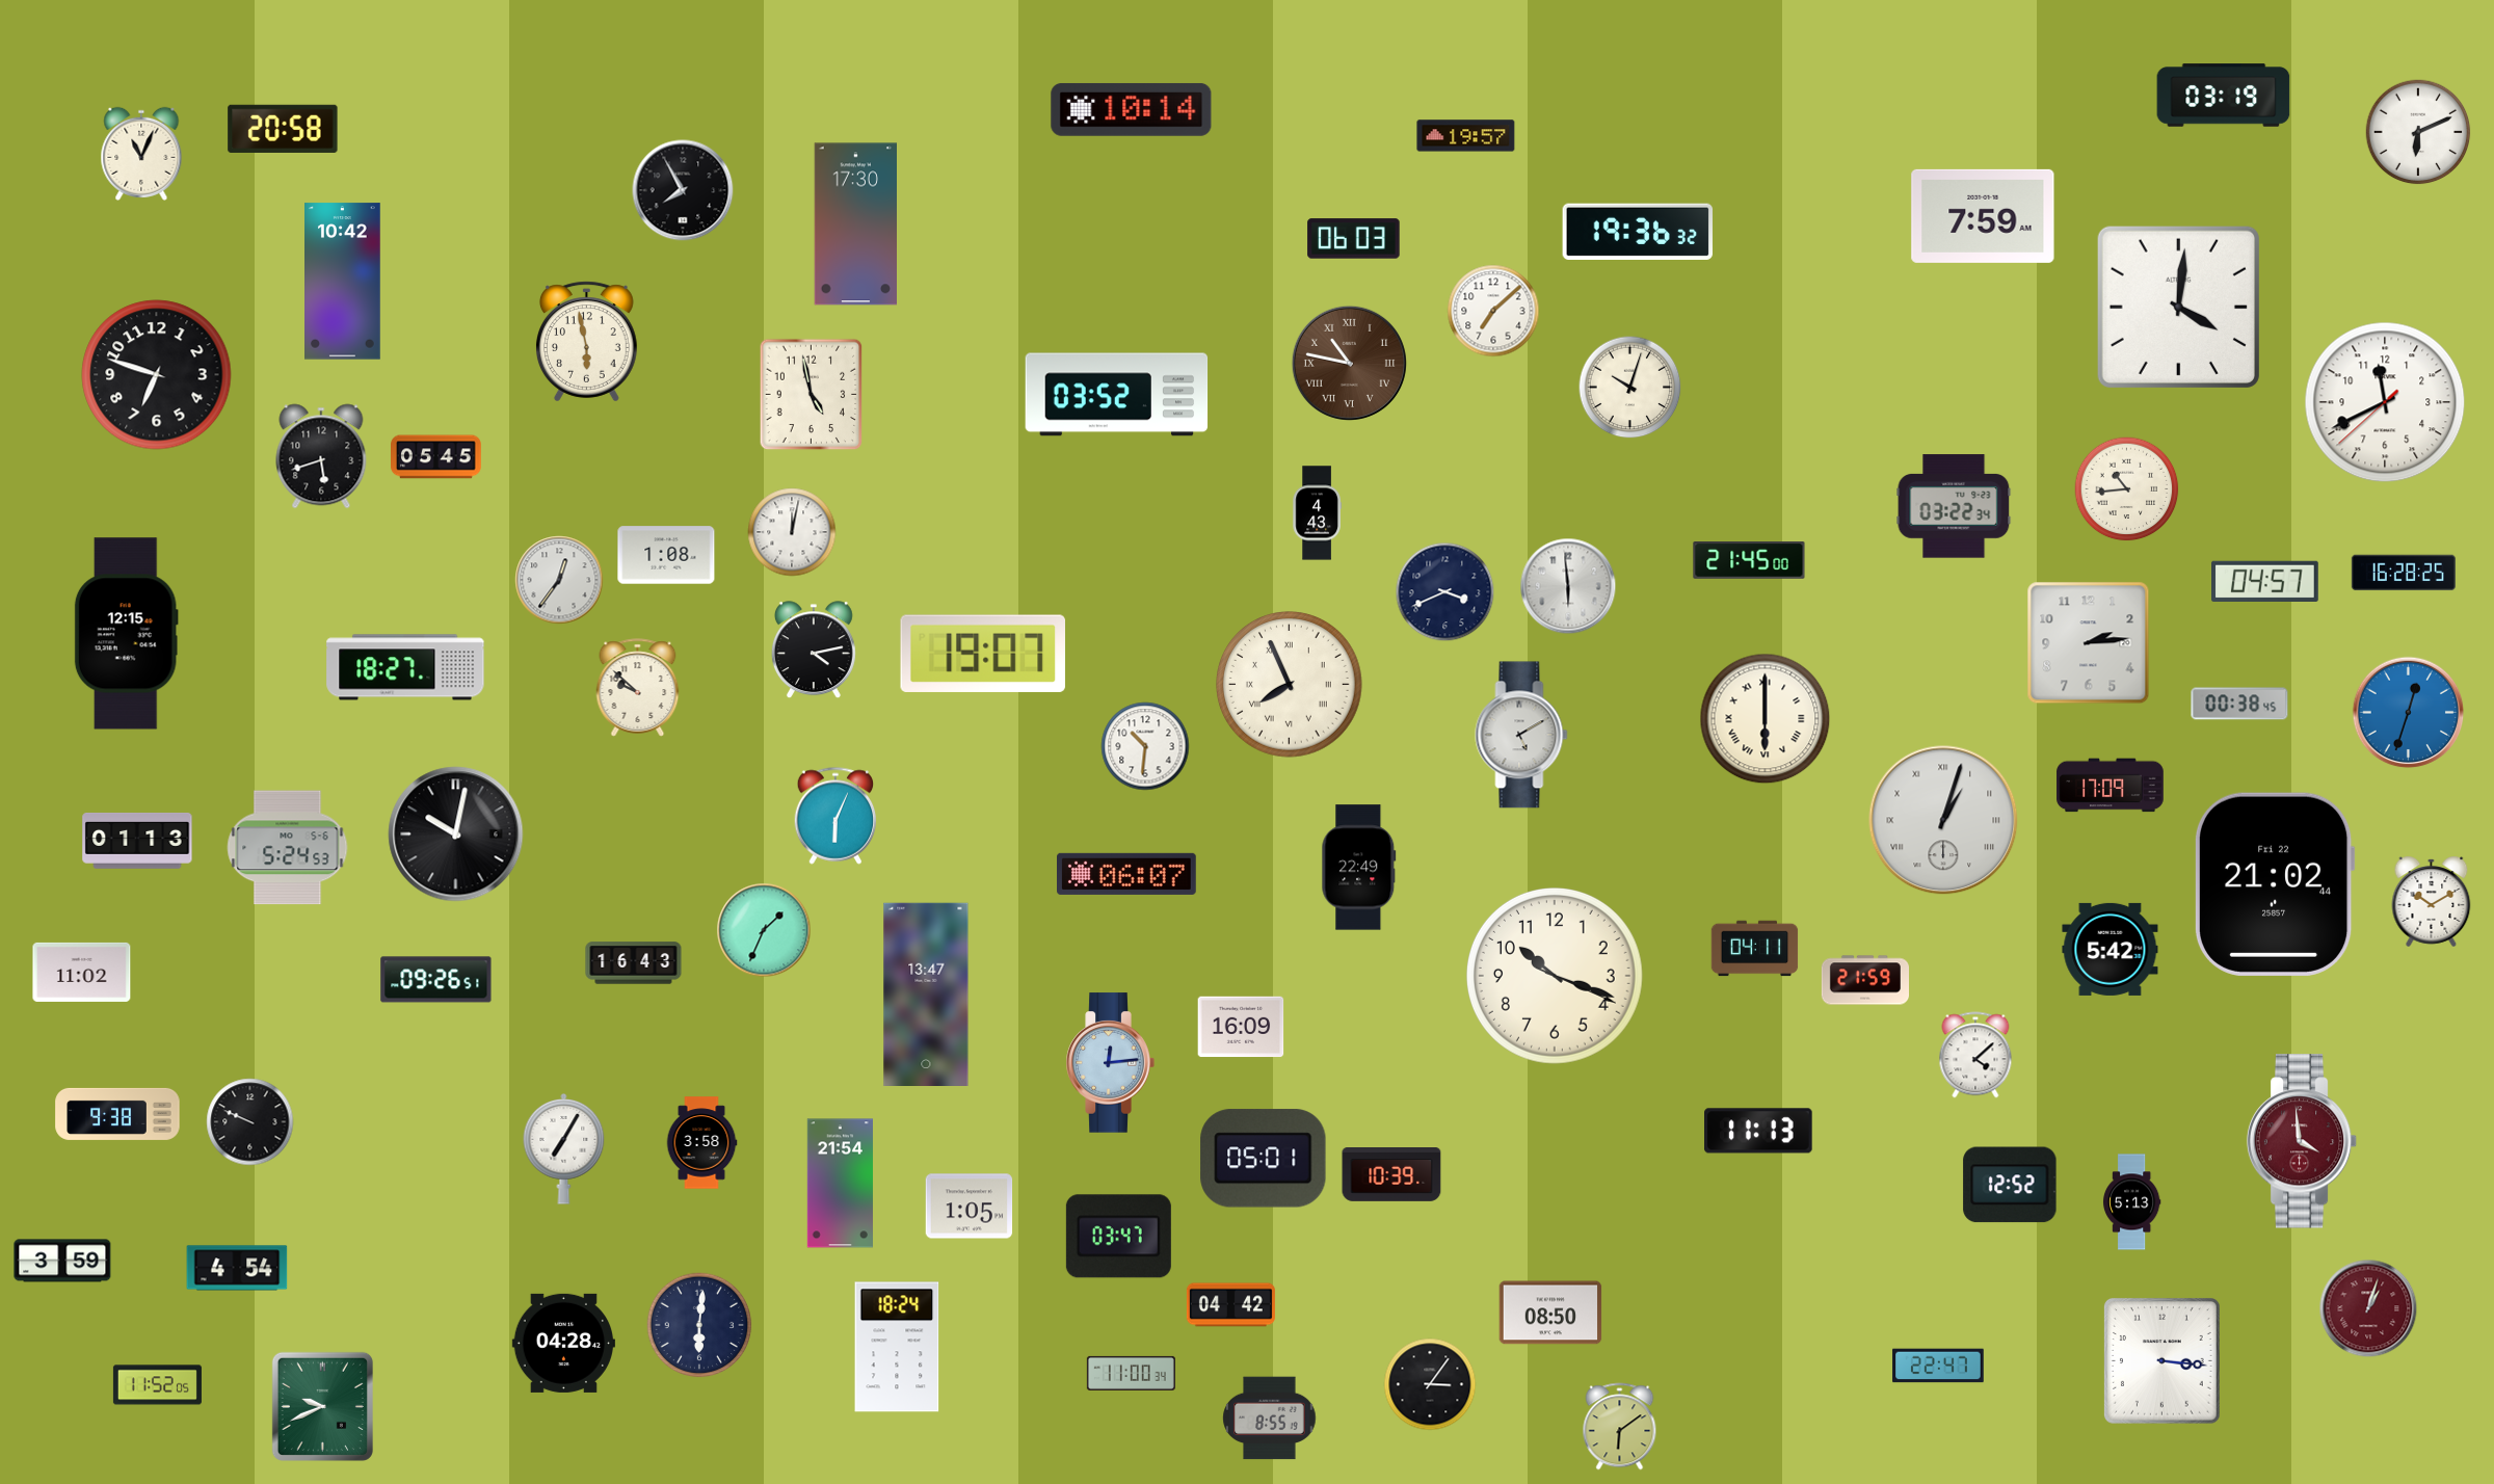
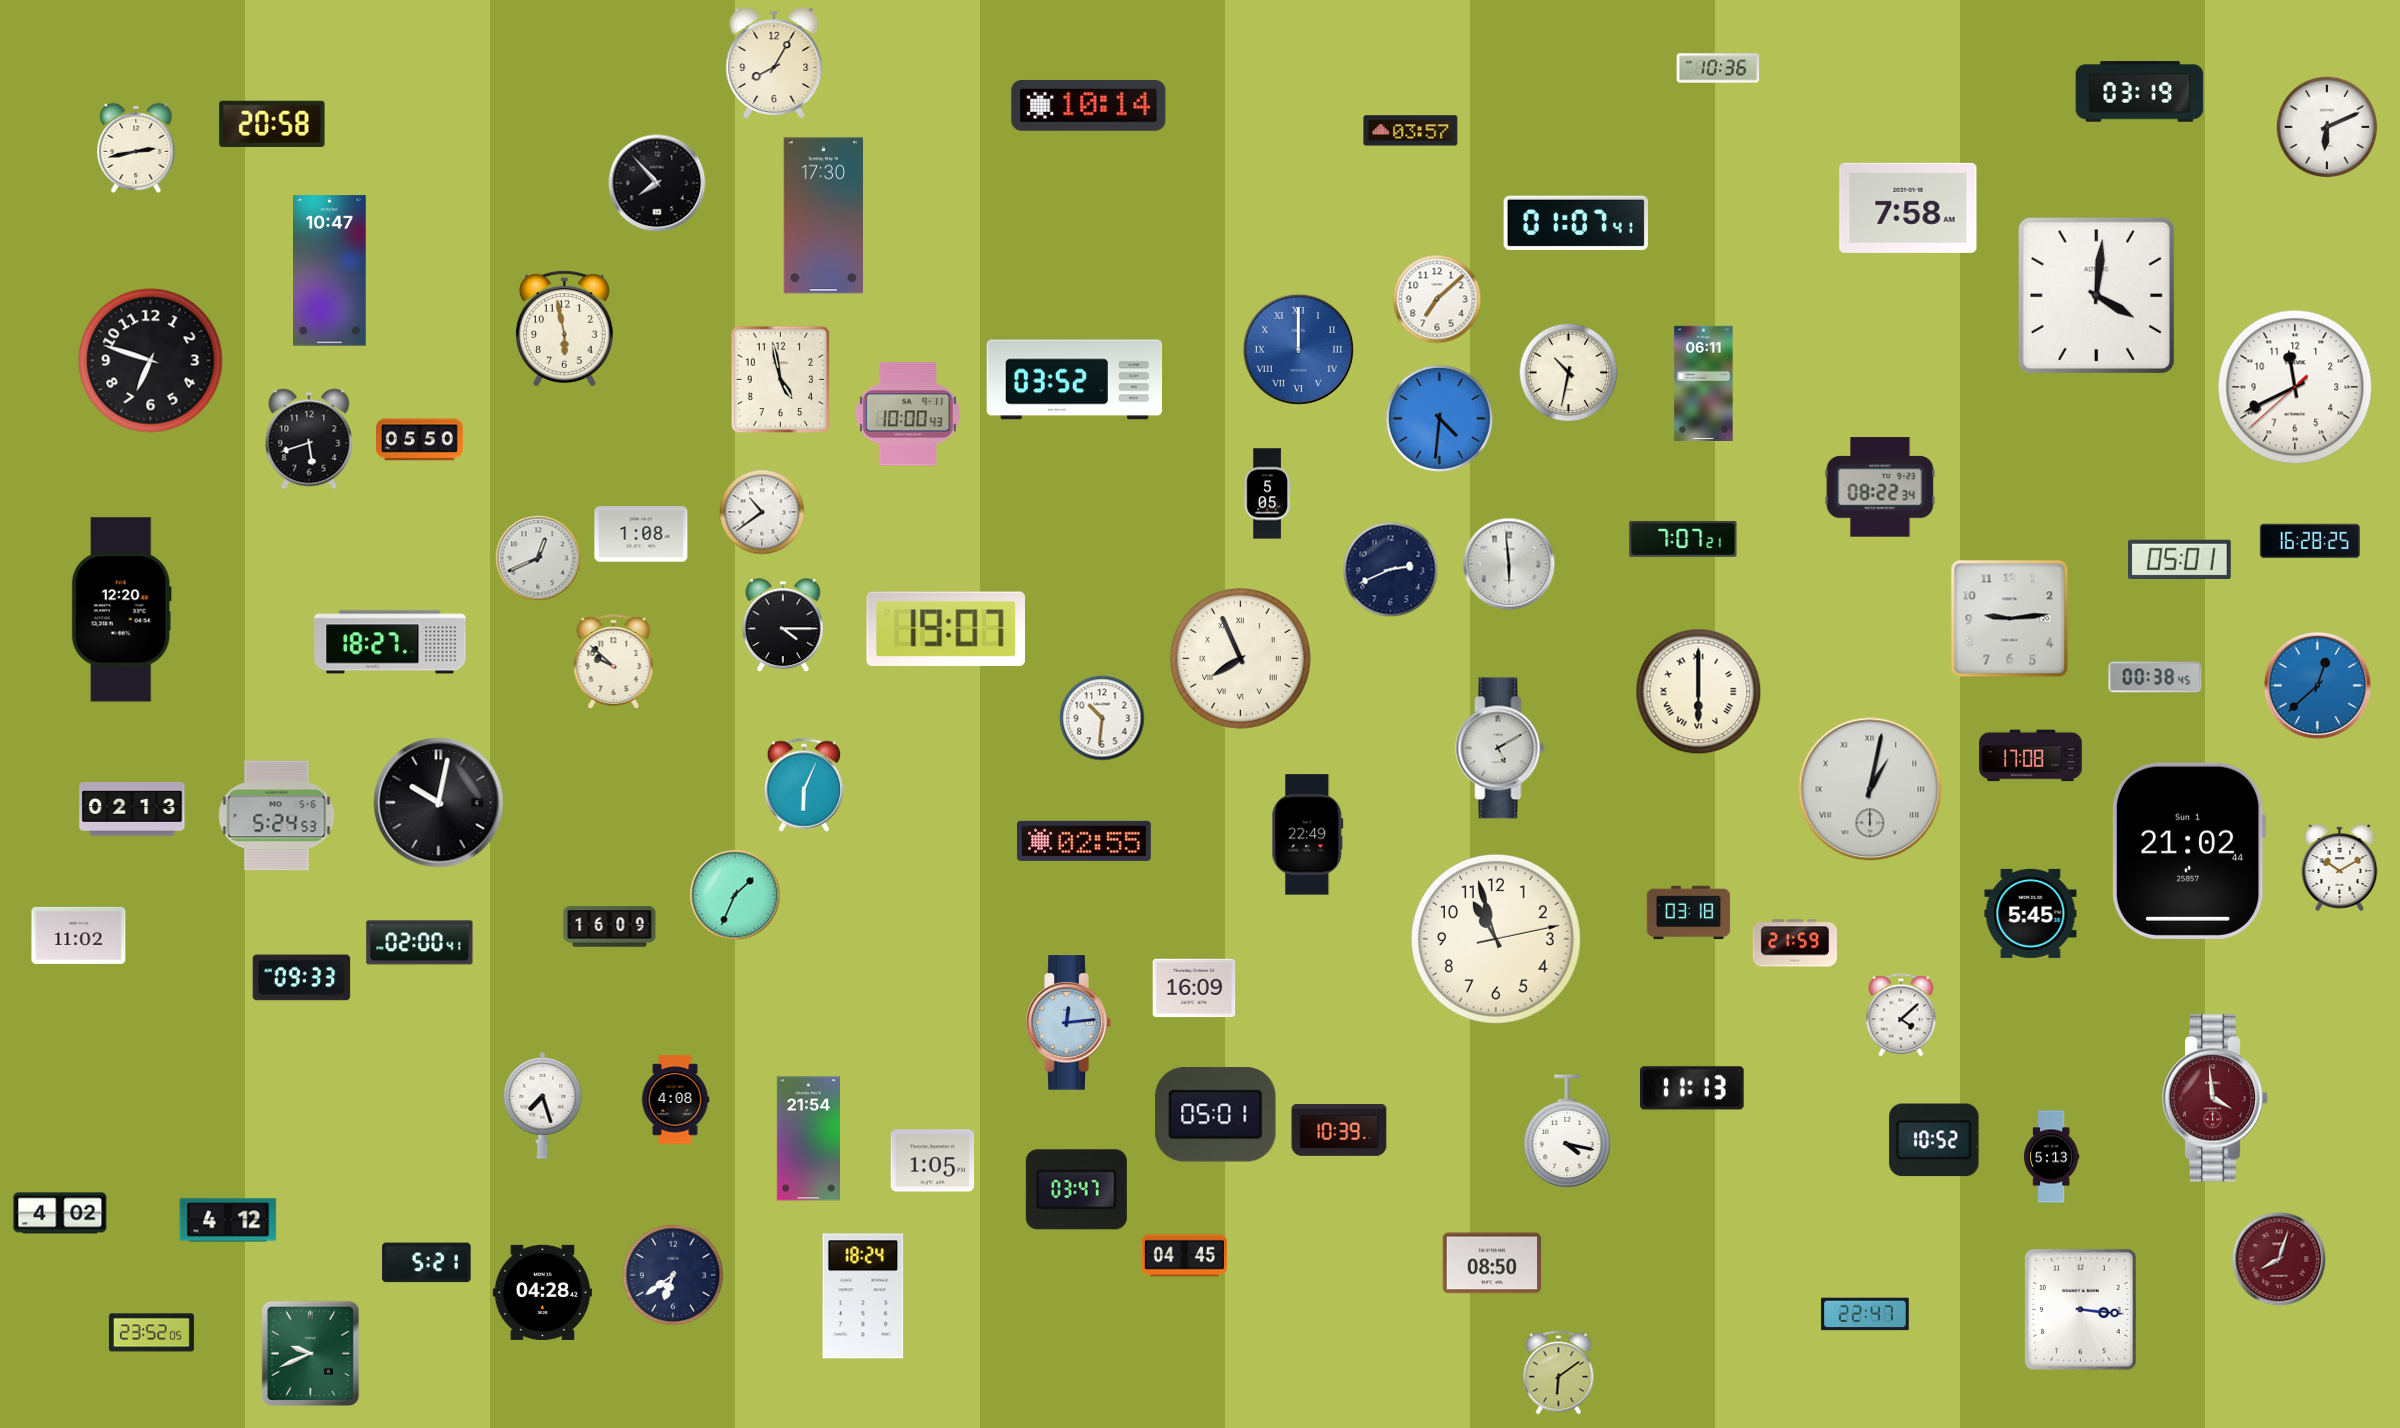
clock at (774, 63): none -> 8:05
clock at (1718, 68): none -> 10:36
clock at (1466, 136): 19:57 -> 03:57
clock at (141, 154): 11:04 -> 2:43
clock at (683, 190): 7:55 -> 7:53
clock at (1983, 216): 7:59 -> 7:58
clock at (1638, 231): 19:36 -> 01:07
clock at (1354, 239): 06:03 -> none
clock at (343, 282): 10:42 -> 10:47
clock at (1349, 363): 10:47 -> 12:00
clock at (1349, 363) dial: brown -> blue
clock at (1630, 388): 10:03 -> 10:32
clock at (1704, 383): none -> 06:11
clock at (908, 414): none -> 10:00
clock at (1439, 418): none -> 4:31
clock at (436, 457): 05:45 -> 05:50
clock at (2127, 489): 10:44 -> none
clock at (1954, 506): 03:22 -> 08:22
clock at (1317, 513): 4:43 -> 5:05
clock at (792, 532): 12:02 -> 10:39
clock at (1749, 560): 21:45 -> 7:07
clock at (2404, 573) position: (2404, 573) -> (2310, 541)
clock at (559, 580): 12:36 -> 12:41
clock at (2265, 582): 04:57 -> 05:01
clock at (1445, 592): 3:41 -> 2:41
clock at (126, 634): 12:15 -> 12:20
clock at (2089, 643): 2:14 -> 9:14
clock at (814, 651): 4:13 -> 4:15
clock at (2409, 713): 12:33 -> 12:38
clock at (1521, 735) position: (1521, 735) -> (1500, 748)
clock at (2111, 786): 17:09 -> 17:08
clock at (1943, 820): 1:03 -> 1:02
clock at (137, 842): 01:13 -> 02:13
clock at (1127, 874): 06:07 -> 02:55
clock at (2275, 884) date: Fri 22 -> Sun 1
clock at (1755, 949): 04:11 -> 03:18
clock at (2111, 949): 5:42 -> 5:45
clock at (634, 963): 16:43 -> 16:09
clock at (1555, 976): 10:18 -> 10:57
clock at (436, 980): 09:26 -> 02:00
clock at (926, 993): 13:47 -> none
clock at (302, 978): none -> 09:33
clock at (117, 1114): 9:38 -> none
clock at (250, 1122): 9:49 -> none
clock at (701, 1143): 3:58 -> 4:08
clock at (564, 1149): 7:05 -> 7:27
clock at (1567, 1132): none -> 4:17
clock at (2010, 1185): 12:52 -> 10:52
clock at (62, 1261): 3:59 -> 4:02
clock at (237, 1268): 4:54 -> 4:12
clock at (1230, 1305): 04:42 -> 04:45
clock at (2368, 1308): 1:03 -> 8:03
clock at (427, 1263): none -> 5:21
clock at (699, 1325): 6:01 -> 6:39
clock at (1131, 1373): 11:00 -> none
clock at (1430, 1384): 3:06 -> none
clock at (157, 1385): 11:52 -> 23:52
clock at (1270, 1419): 8:55 -> none
